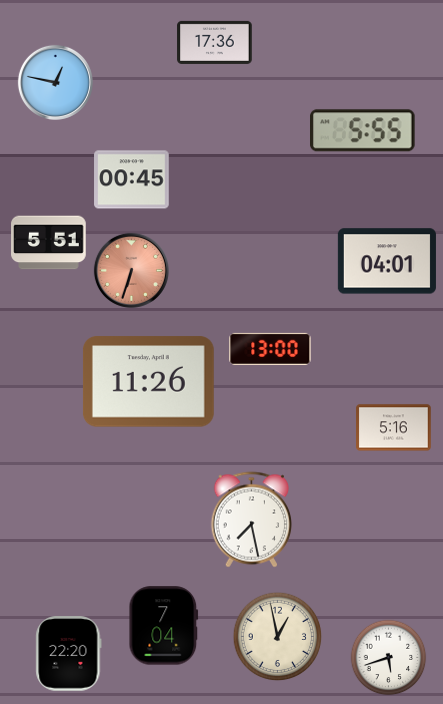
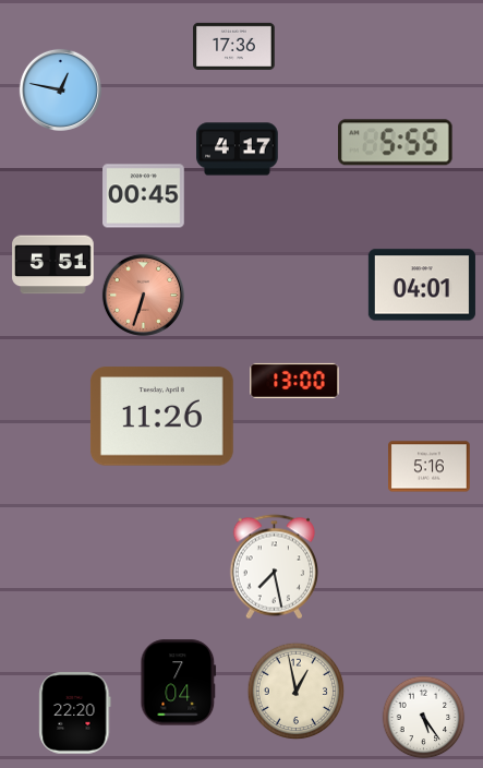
clock at (238, 149): none -> 4:17
clock at (278, 637) position: (278, 637) -> (297, 692)
clock at (389, 658): 5:42 -> 5:24
